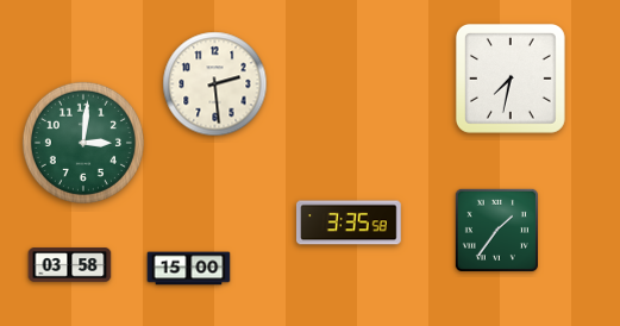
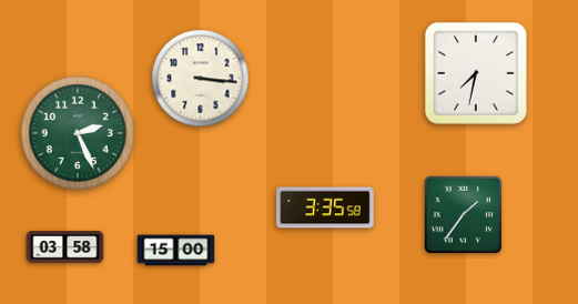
clock at (215, 84): 2:29 -> 3:16
clock at (83, 143): 3:01 -> 2:26
